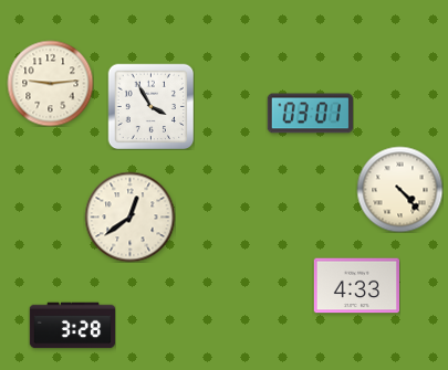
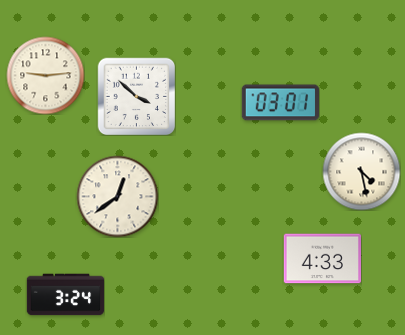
clock at (150, 106): 3:55 -> 3:52
clock at (399, 189): 4:23 -> 4:28
clock at (72, 326): 3:28 -> 3:24
